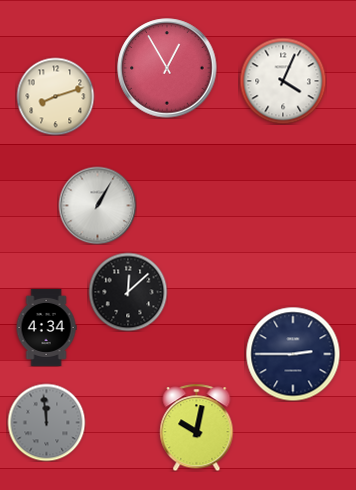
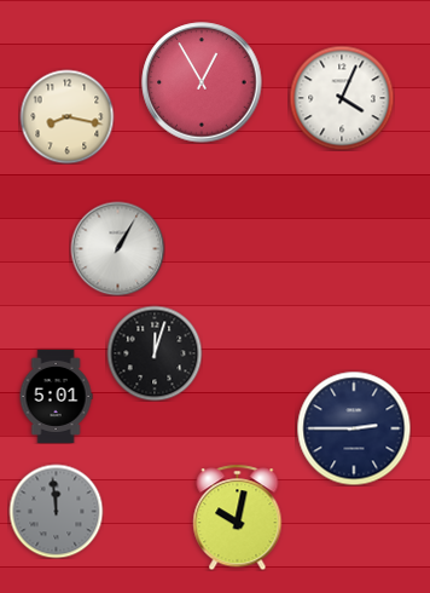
clock at (55, 96): 8:12 -> 8:17
clock at (128, 292): 12:08 -> 12:03
clock at (46, 327): 4:34 -> 5:01
